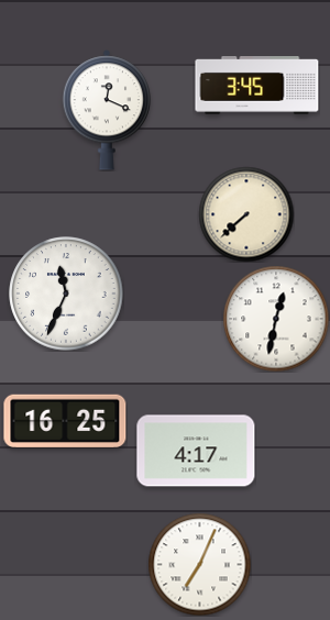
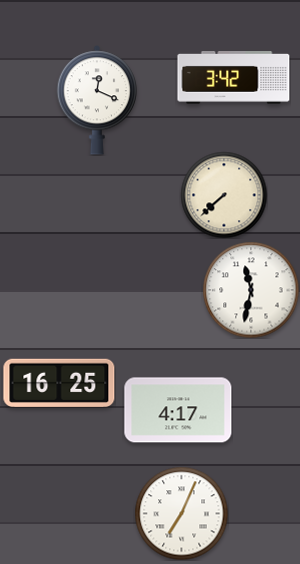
clock at (257, 86): 3:45 -> 3:42
clock at (66, 294): 11:34 -> none
clock at (276, 319): 12:32 -> 11:32
